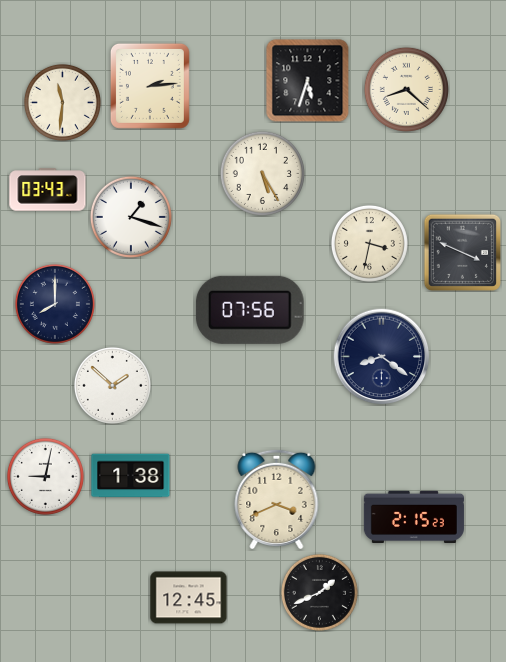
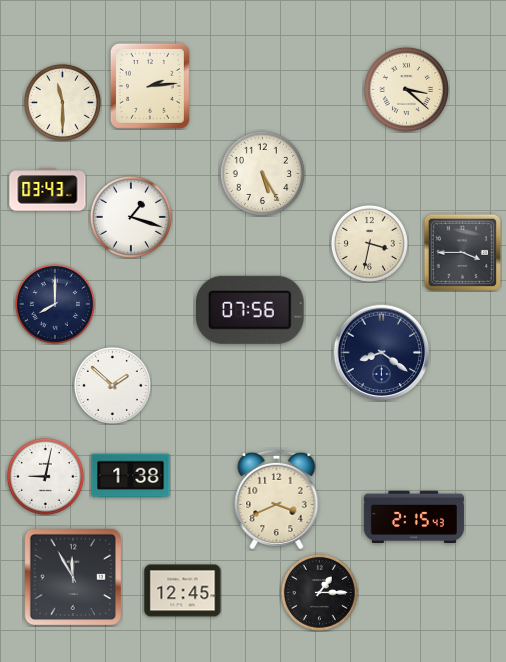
clock at (308, 81): 5:33 -> none
clock at (406, 89): 8:22 -> 3:22
clock at (62, 102): 11:31 -> 11:30
clock at (462, 252): 3:49 -> 3:45
clock at (382, 357) position: (382, 357) -> (382, 353)
clock at (414, 516): 2:15:23 -> 2:15:43
clock at (72, 576): none -> 11:55
clock at (319, 592): 1:41 -> 1:15
clock at (189, 598) position: (189, 598) -> (183, 591)
